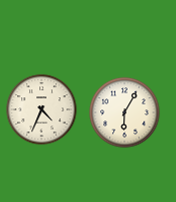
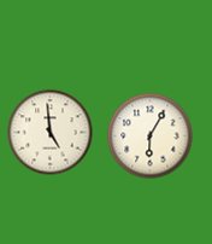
clock at (42, 110): 4:34 -> 4:59
